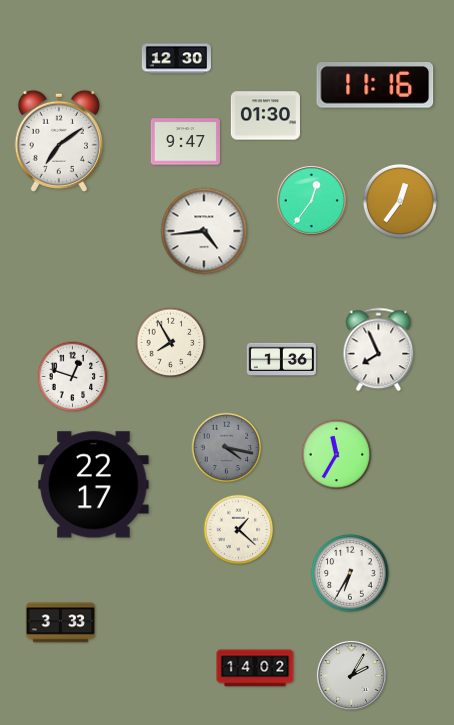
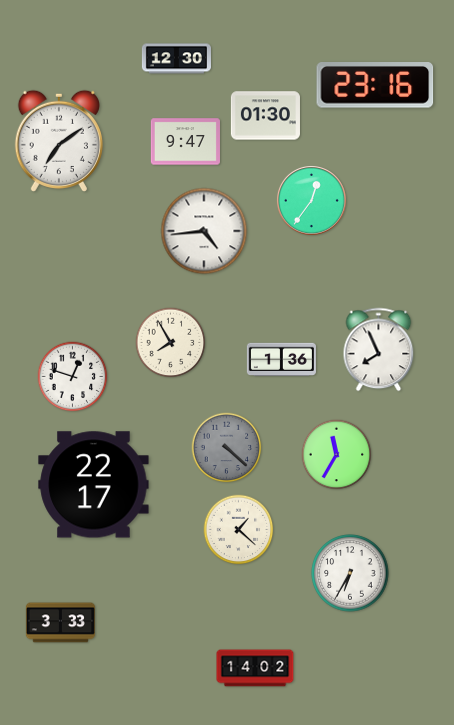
clock at (375, 86): 11:16 -> 23:16
clock at (400, 201): 12:36 -> none
clock at (227, 448): 4:17 -> 4:22
clock at (351, 675): 2:05 -> none
